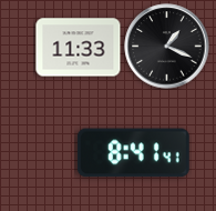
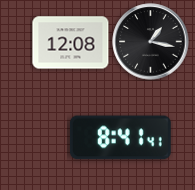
clock at (167, 47): 1:19 -> 1:17
clock at (79, 48): 11:33 -> 12:08
